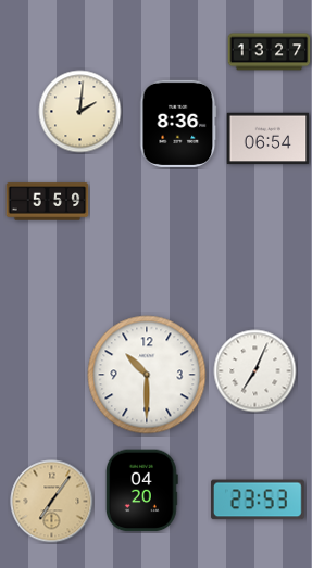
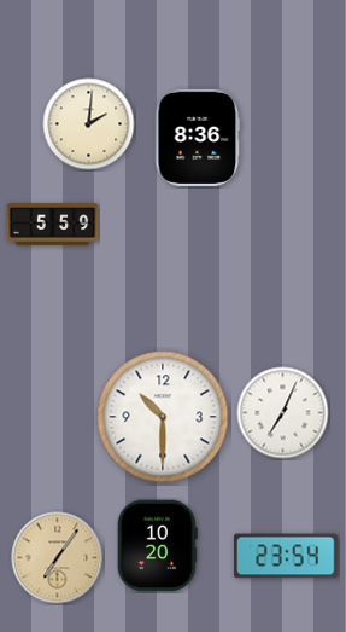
clock at (270, 52): 13:27 -> none
clock at (269, 139): 06:54 -> none
clock at (141, 491): 04:20 -> 10:20
clock at (259, 500): 23:53 -> 23:54
